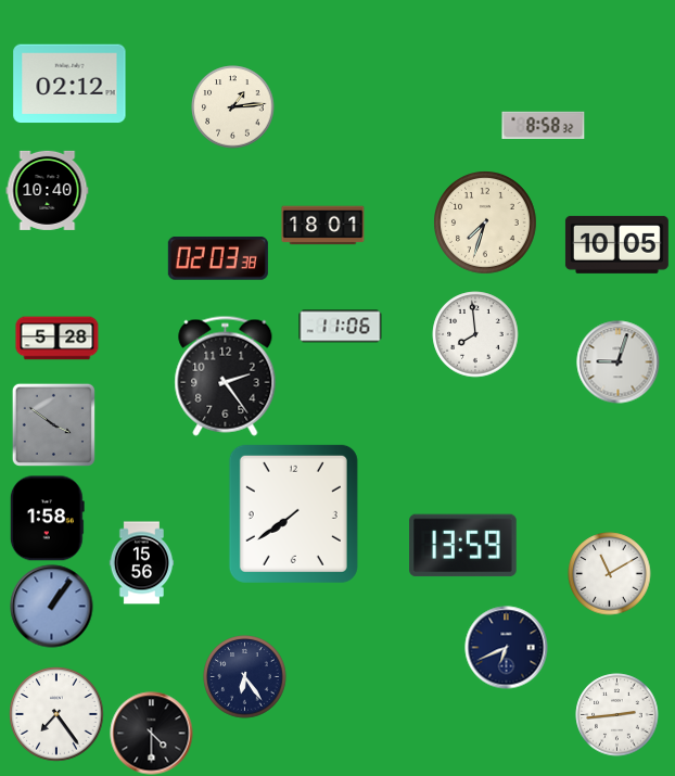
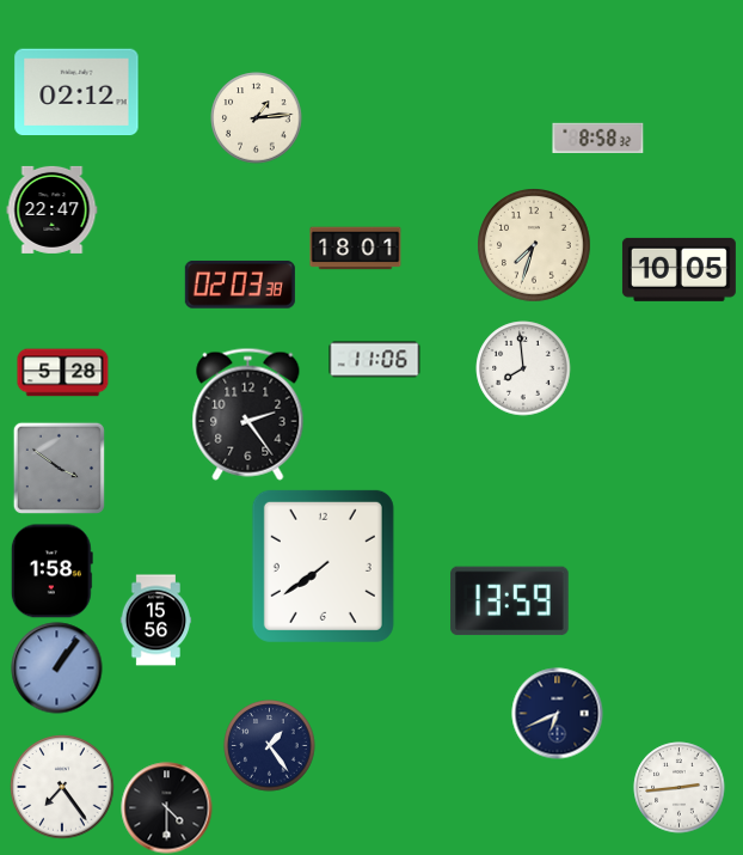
clock at (48, 190): 10:40 -> 22:47
clock at (619, 362): 9:03 -> none
clock at (610, 574): 11:10 -> none
clock at (245, 677): 6:24 -> 1:24
